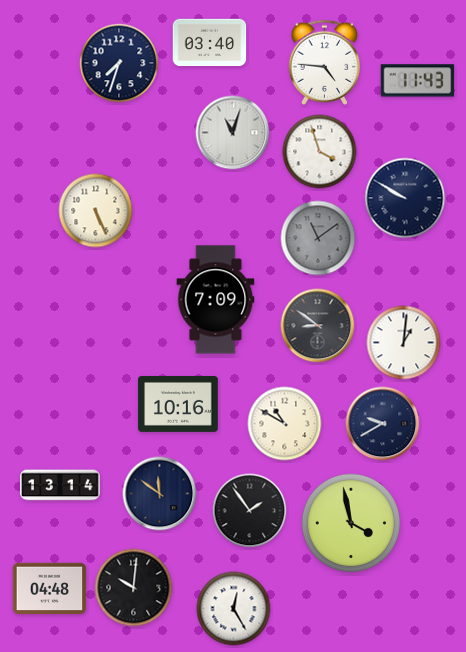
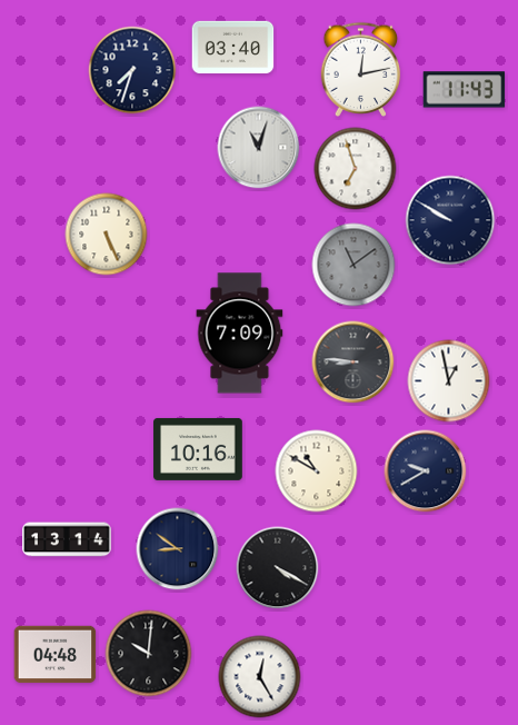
clock at (325, 62): 4:46 -> 12:13
clock at (320, 152): 3:57 -> 6:57
clock at (318, 326): 8:51 -> 8:46
clock at (404, 343): 1:01 -> 12:58
clock at (160, 494): 11:51 -> 8:51
clock at (250, 511): 1:54 -> 4:20
clock at (350, 522): 3:58 -> none
